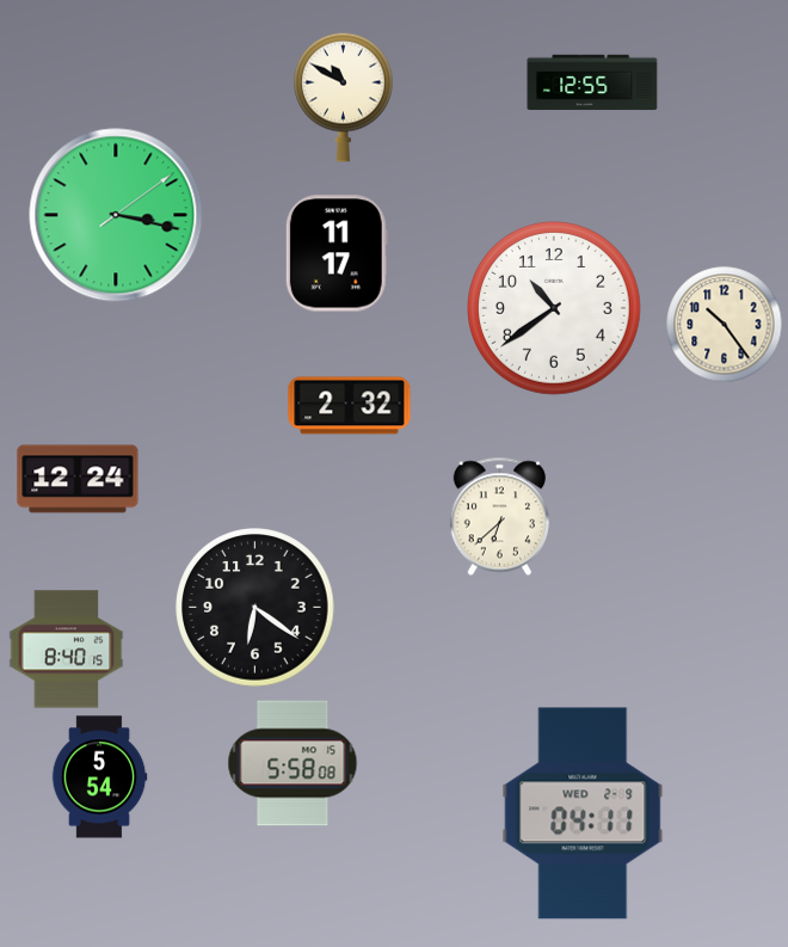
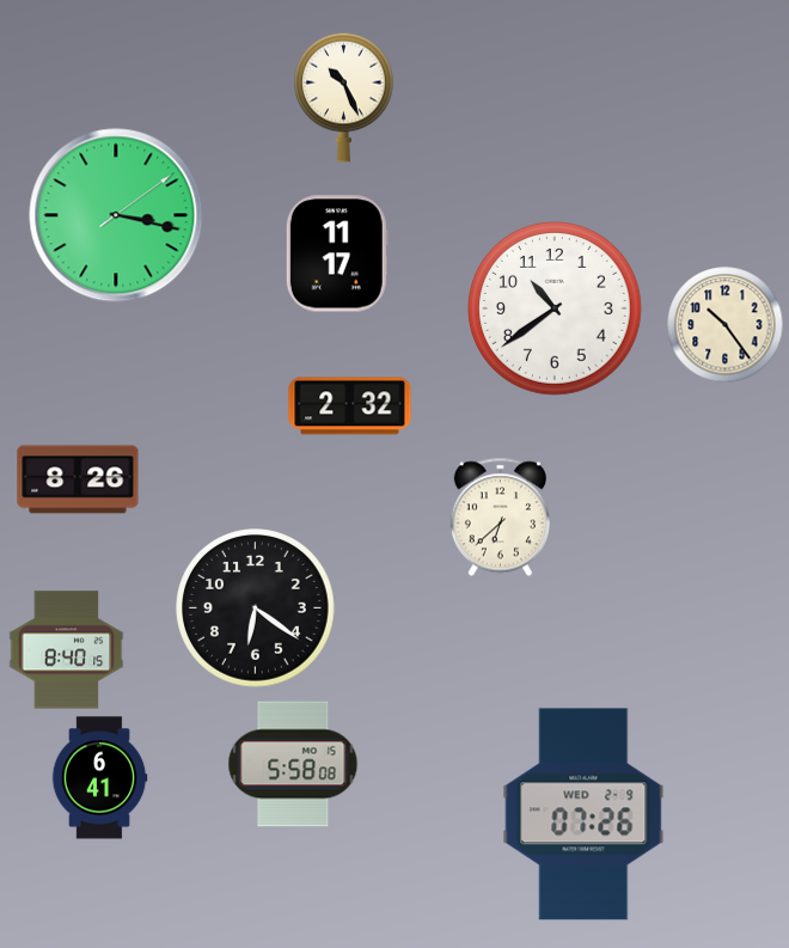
clock at (592, 82): 12:55 -> none
clock at (344, 97): 10:50 -> 10:26
clock at (78, 479): 12:24 -> 8:26
clock at (99, 777): 5:54 -> 6:41
clock at (583, 813): 04:11 -> 07:26
